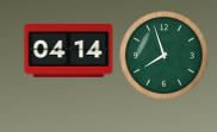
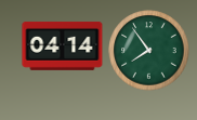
clock at (165, 56): 7:57 -> 7:54
